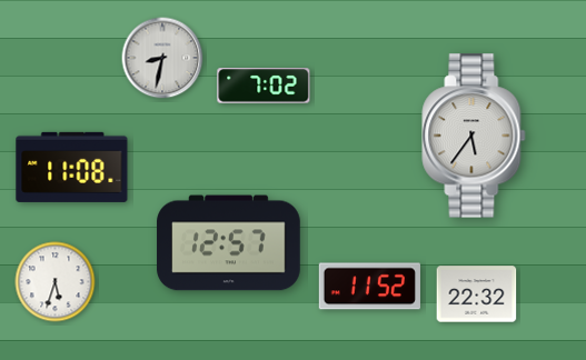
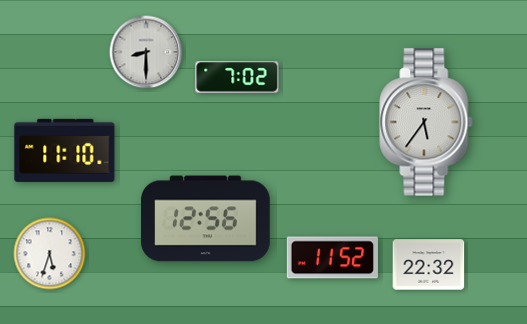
clock at (162, 58): 8:32 -> 8:30
clock at (72, 167): 11:08 -> 11:10
clock at (229, 243): 12:57 -> 12:56
